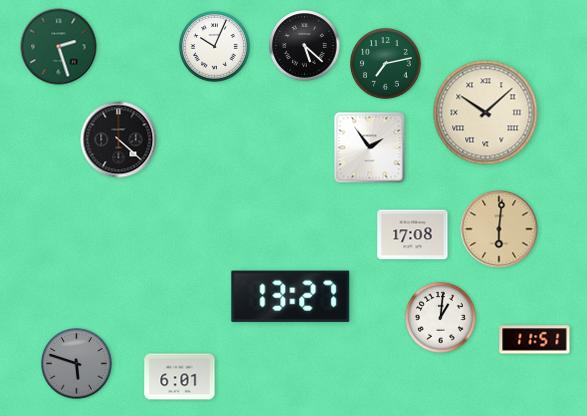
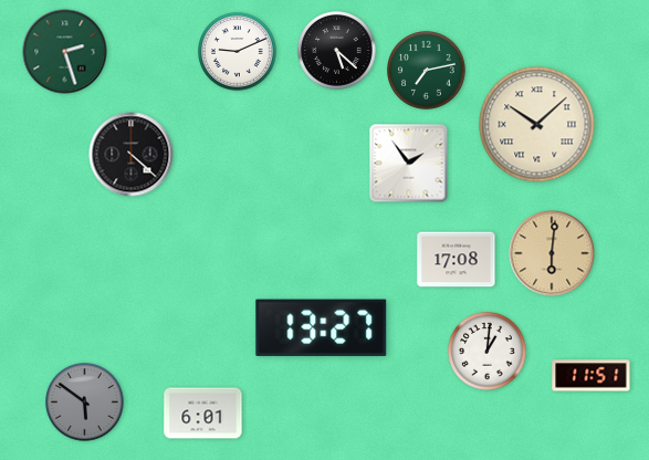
clock at (215, 47): 10:04 -> 9:11
clock at (77, 364): 5:48 -> 5:51
clock at (180, 377) position: (180, 377) -> (203, 414)
